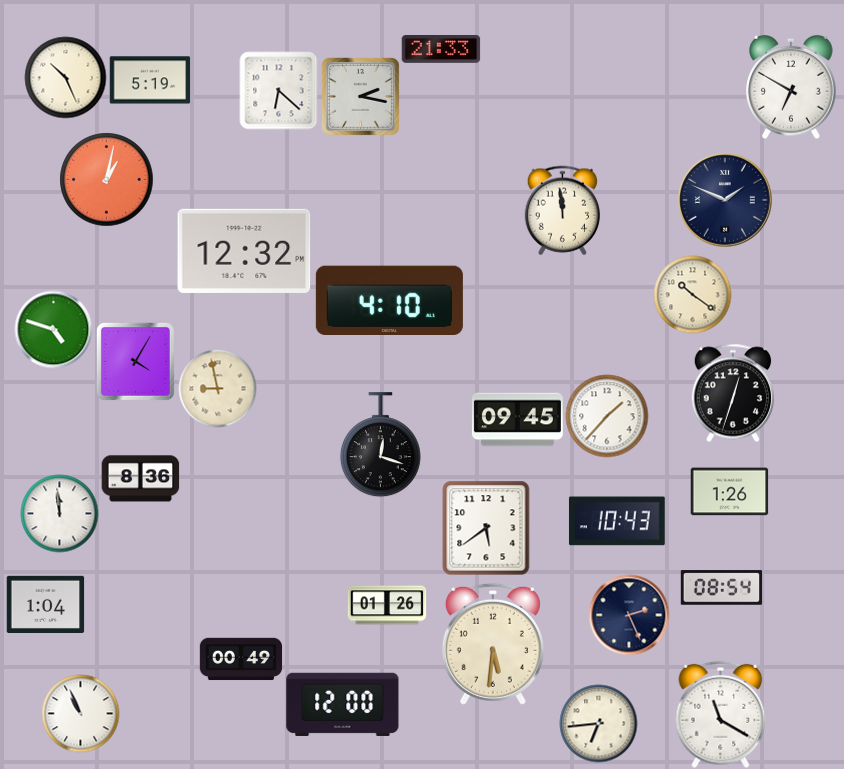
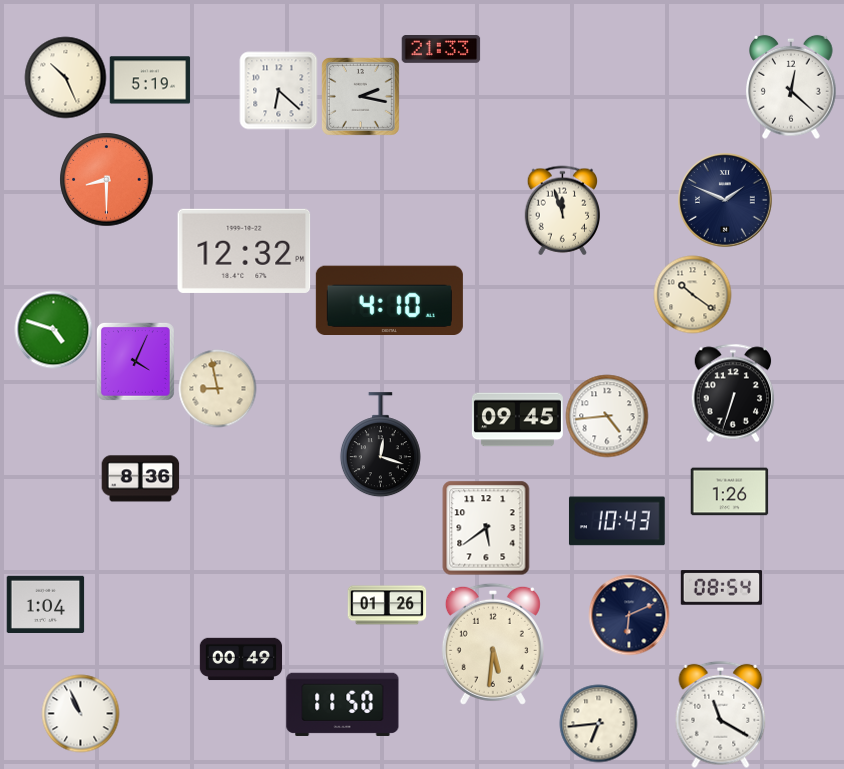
clock at (791, 87): 6:50 -> 12:22
clock at (106, 179): 1:02 -> 8:30
clock at (562, 210): 11:59 -> 11:57
clock at (135, 361): 4:05 -> 4:04
clock at (733, 393): 12:33 -> 6:33
clock at (607, 416): 1:37 -> 4:44
clock at (59, 513): 11:59 -> none
clock at (629, 615): 2:26 -> 6:11
clock at (343, 704): 12:00 -> 11:50
